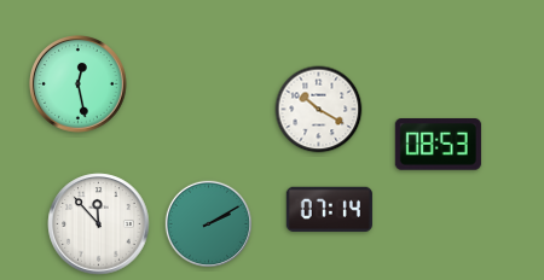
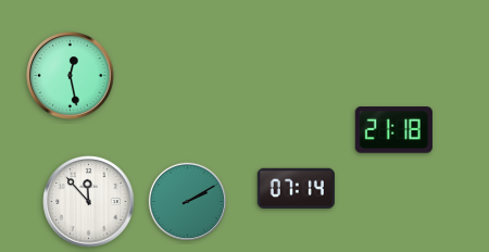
clock at (319, 110): 10:20 -> none
clock at (438, 145): 08:53 -> 21:18
